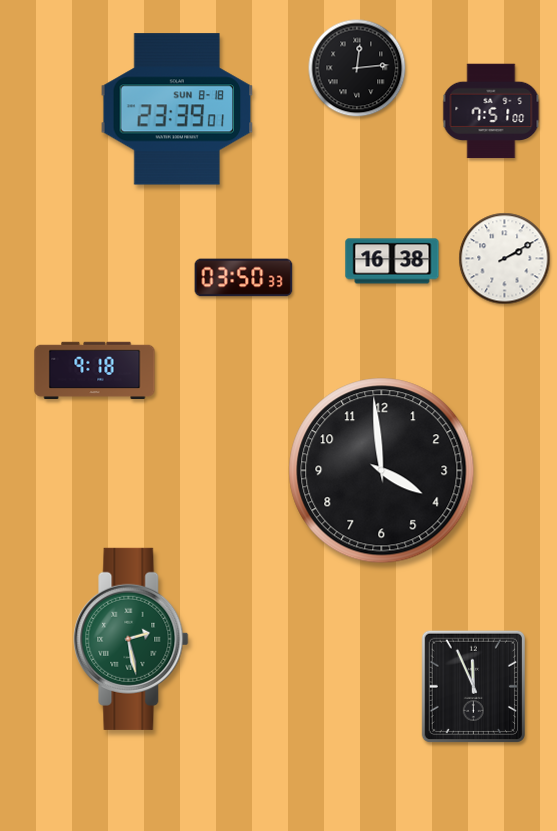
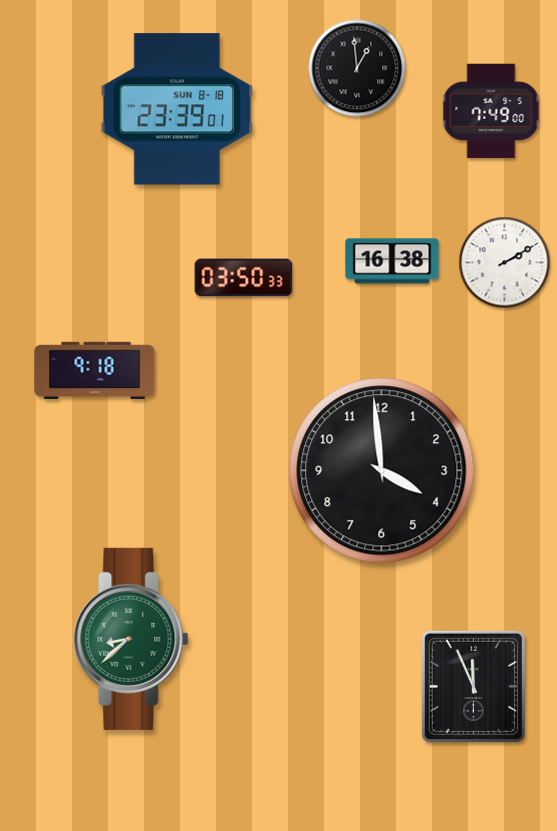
clock at (357, 68): 12:14 -> 12:59
clock at (491, 111): 7:51 -> 7:49
clock at (505, 259) position: (505, 259) -> (505, 263)
clock at (131, 639): 2:28 -> 8:38
